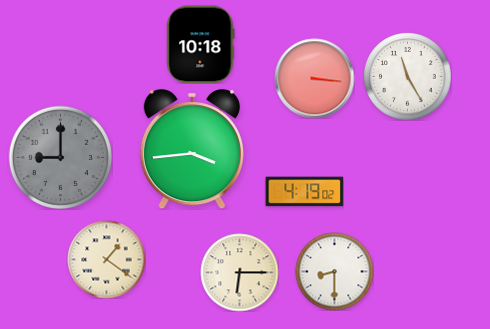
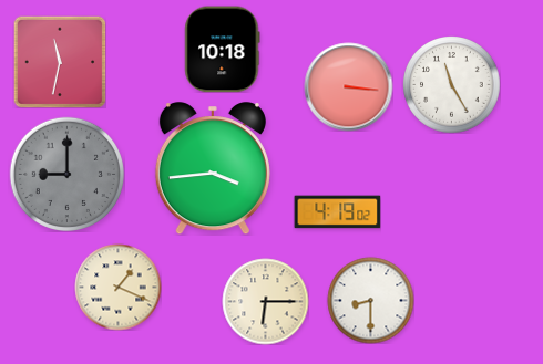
clock at (60, 62): none -> 11:32
clock at (192, 149) position: (192, 149) -> (213, 168)
clock at (106, 259): 1:21 -> 1:19
